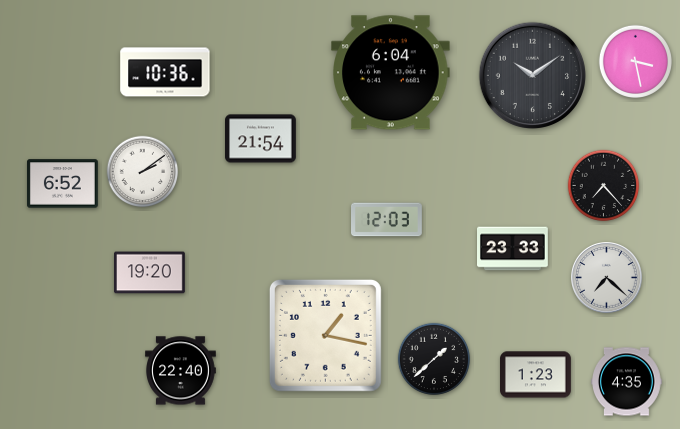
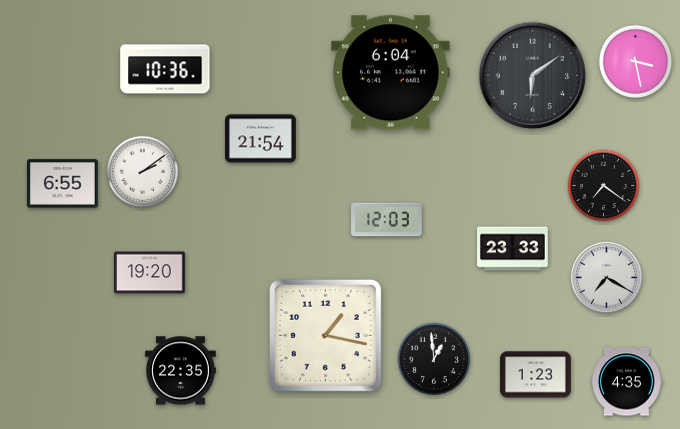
clock at (165, 72) position: (165, 72) -> (165, 69)
clock at (533, 76): 10:09 -> 6:09
clock at (63, 184): 6:52 -> 6:55
clock at (604, 186): 7:23 -> 7:21
clock at (607, 278): 7:22 -> 7:20
clock at (434, 359): 1:38 -> 12:59
clock at (181, 371): 22:40 -> 22:35
